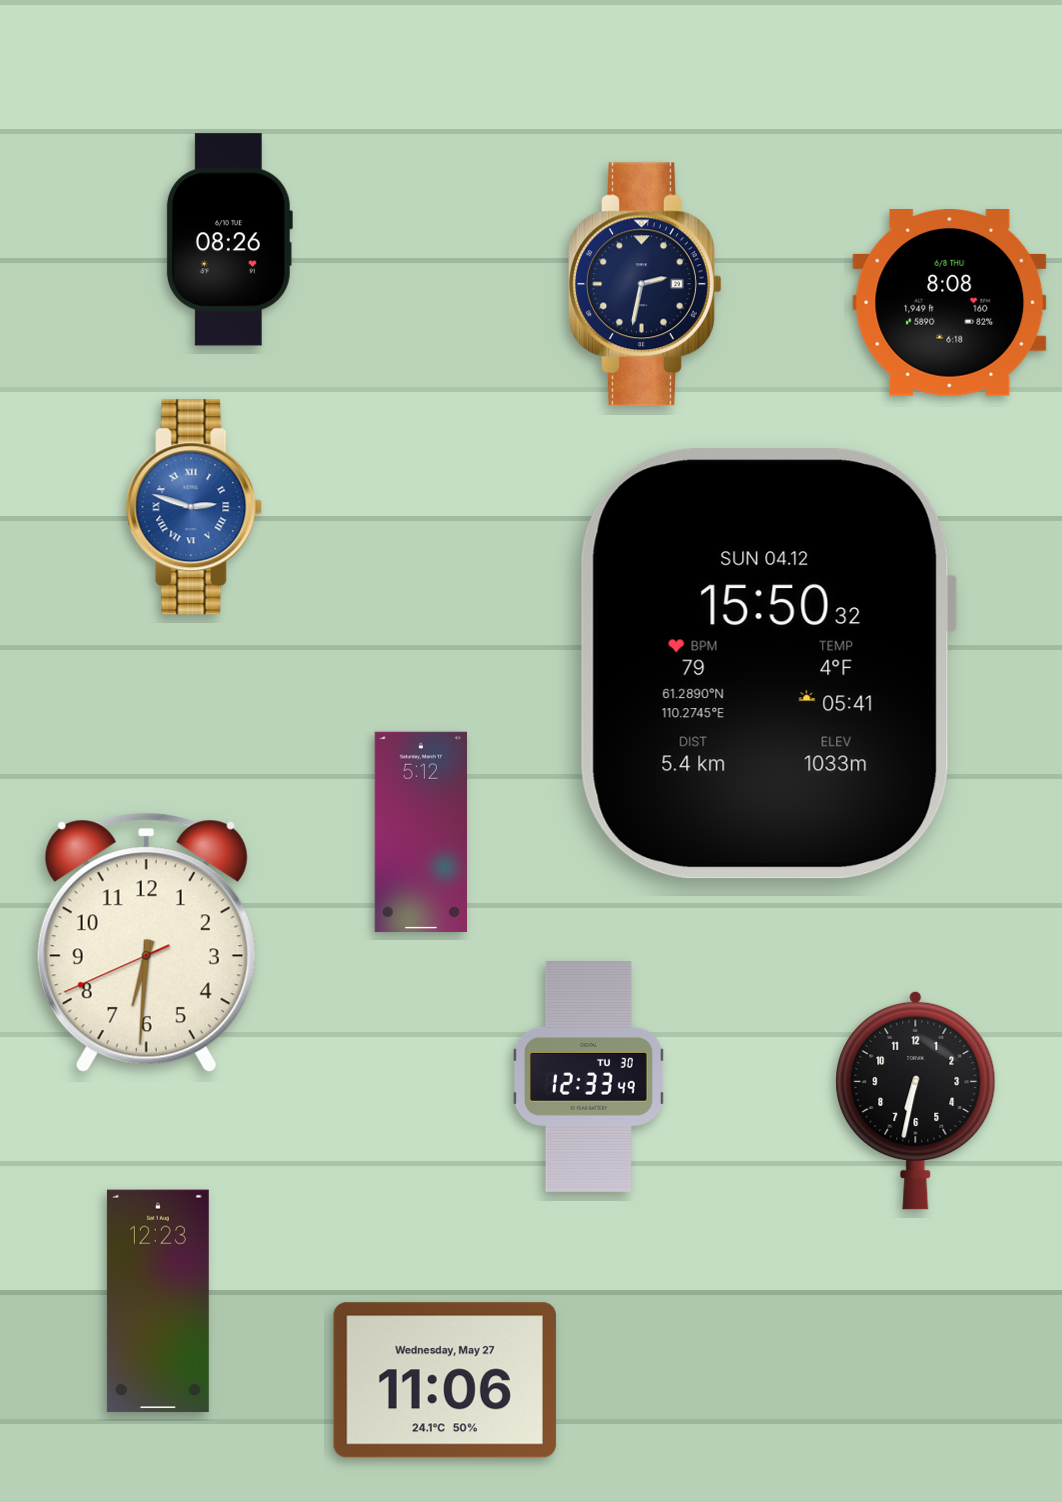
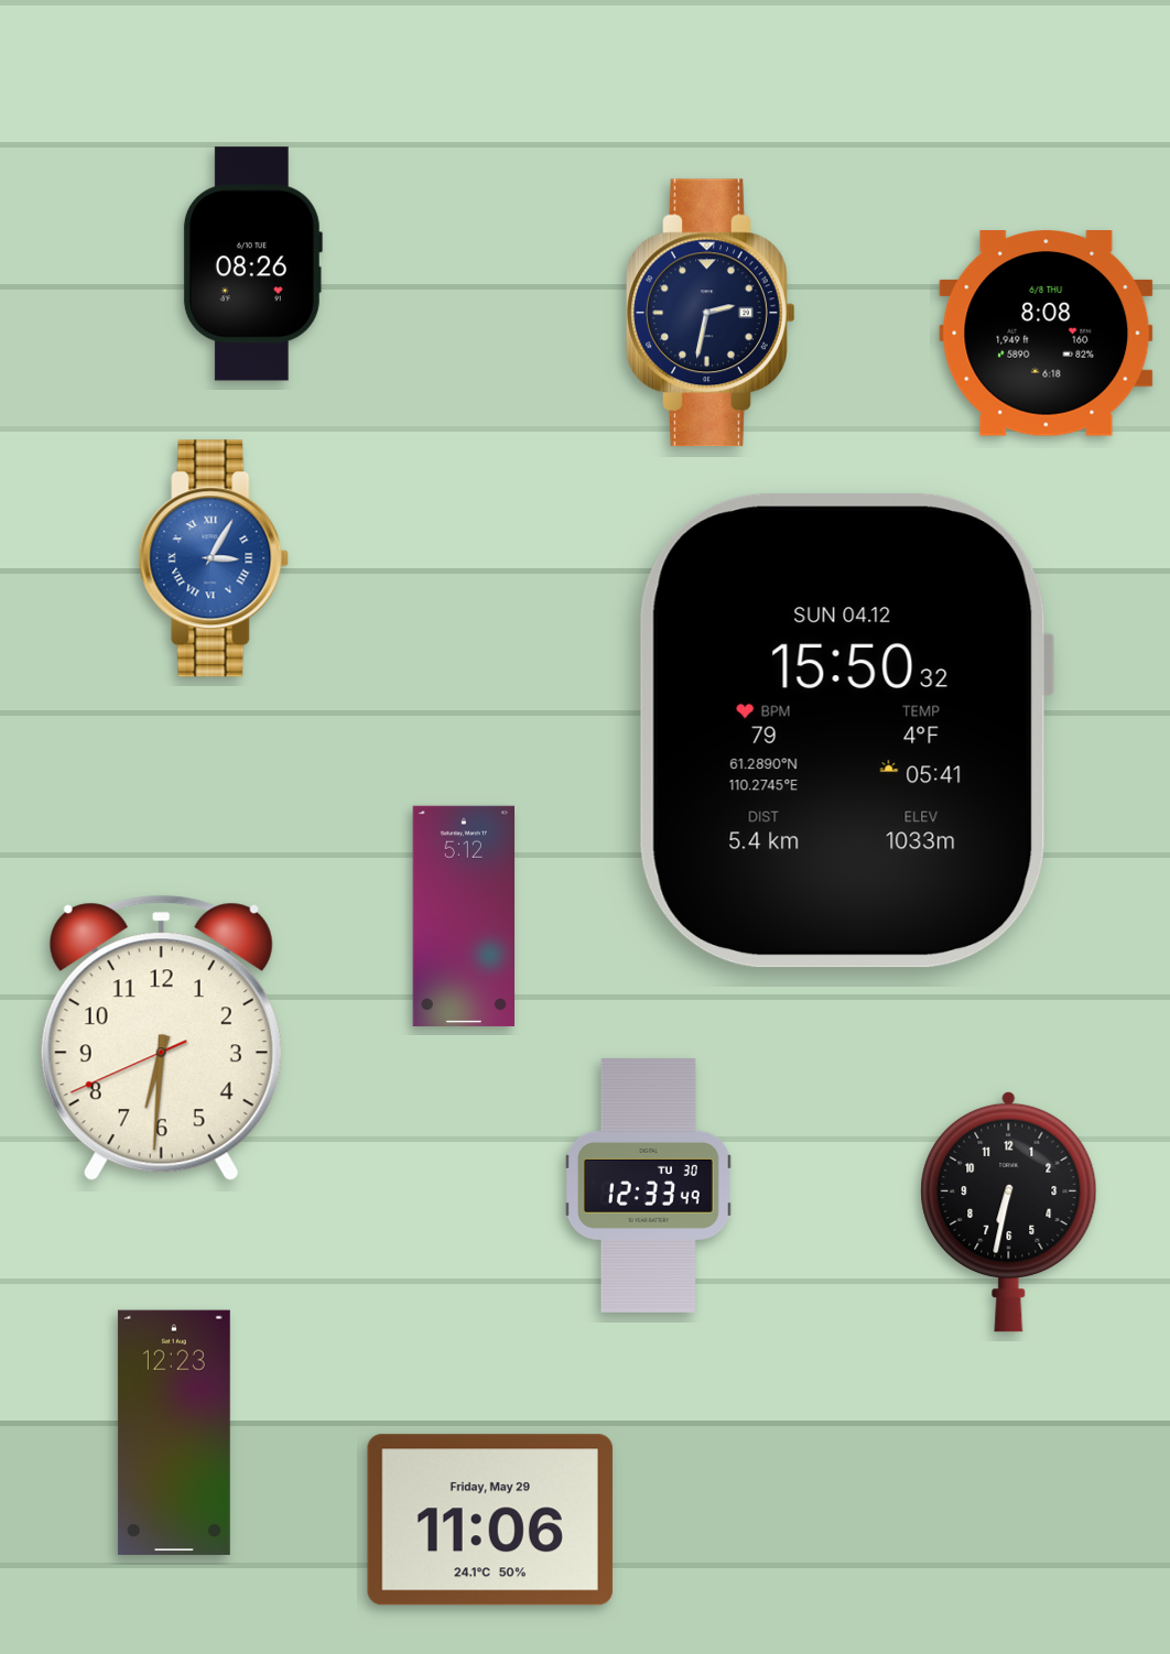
clock at (194, 507): 2:48 -> 3:05
clock at (445, 1380) date: Wednesday, May 27 -> Friday, May 29
